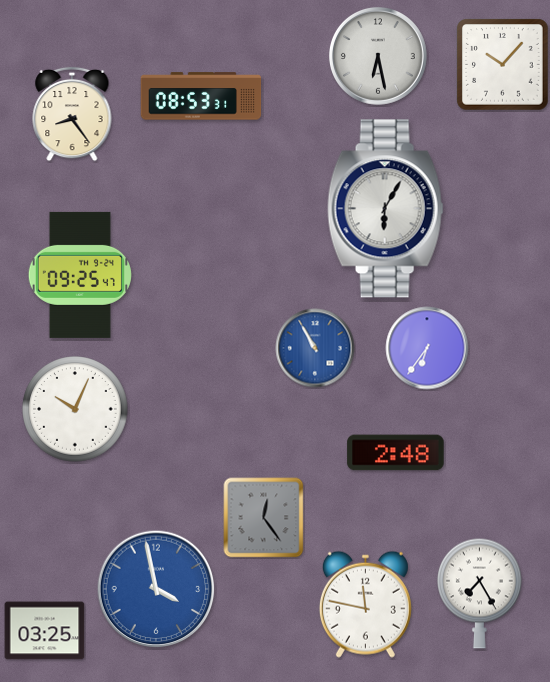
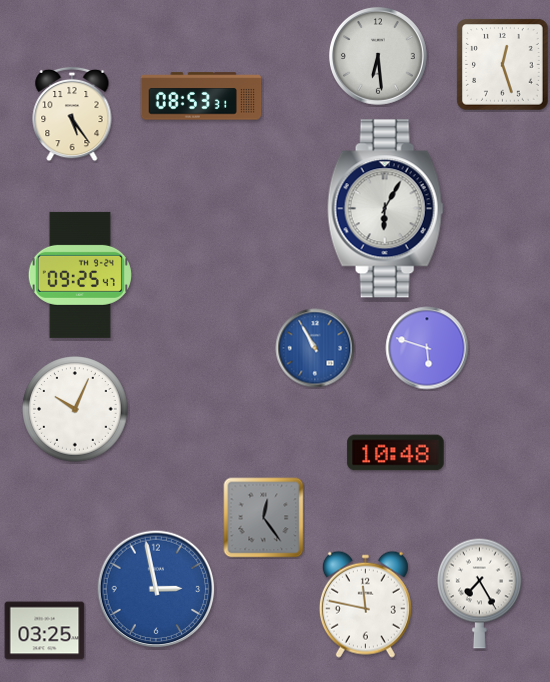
clock at (378, 56): 6:28 -> 6:29
clock at (503, 65): 10:07 -> 12:27
clock at (72, 114): 8:24 -> 5:24
clock at (427, 348): 6:36 -> 5:48
clock at (396, 453): 2:48 -> 10:48
clock at (156, 589): 3:58 -> 2:58
